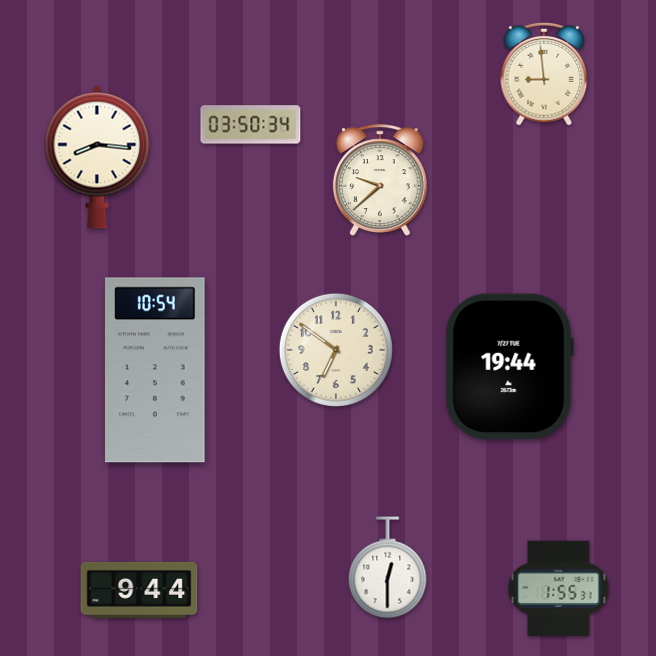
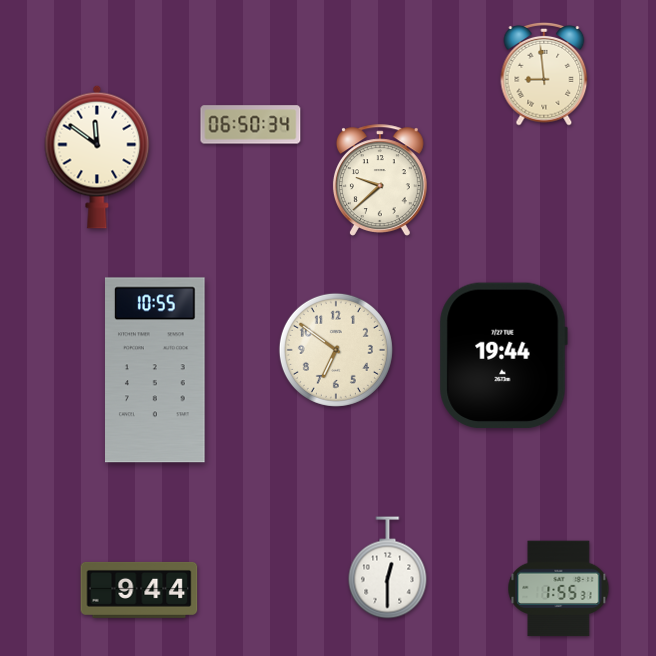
clock at (251, 125): 03:50 -> 06:50
clock at (97, 157): 8:16 -> 11:51
clock at (509, 367) position: (509, 367) -> (503, 356)
clock at (156, 370): 10:54 -> 10:55
